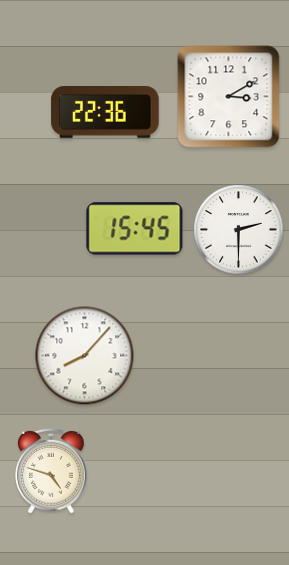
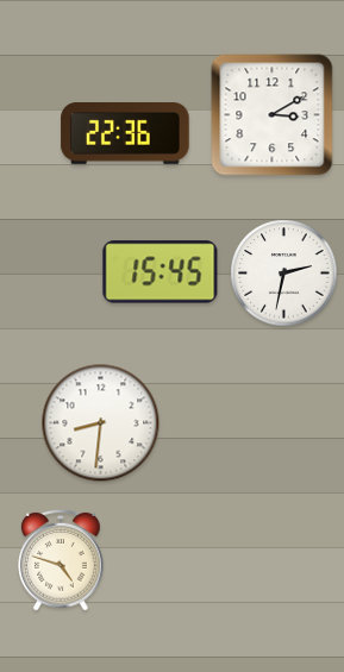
clock at (239, 230): 2:30 -> 2:32
clock at (85, 356): 8:07 -> 8:31
